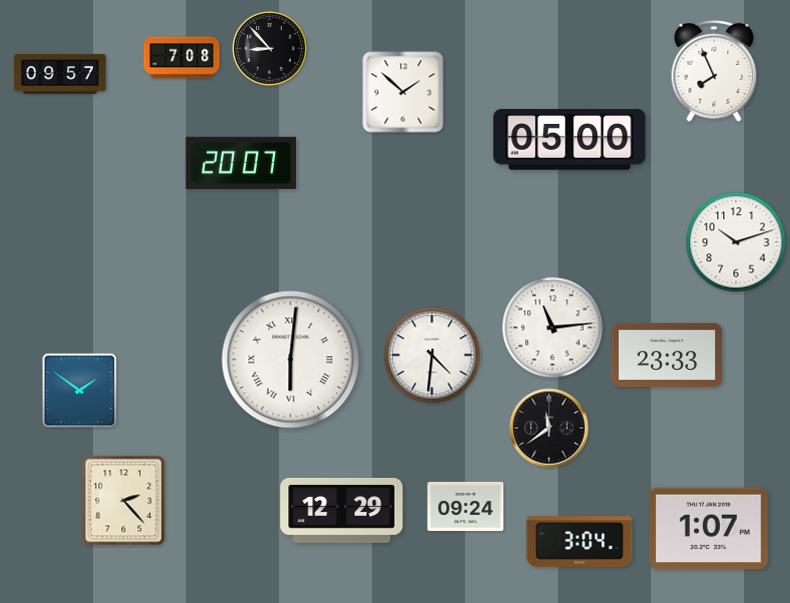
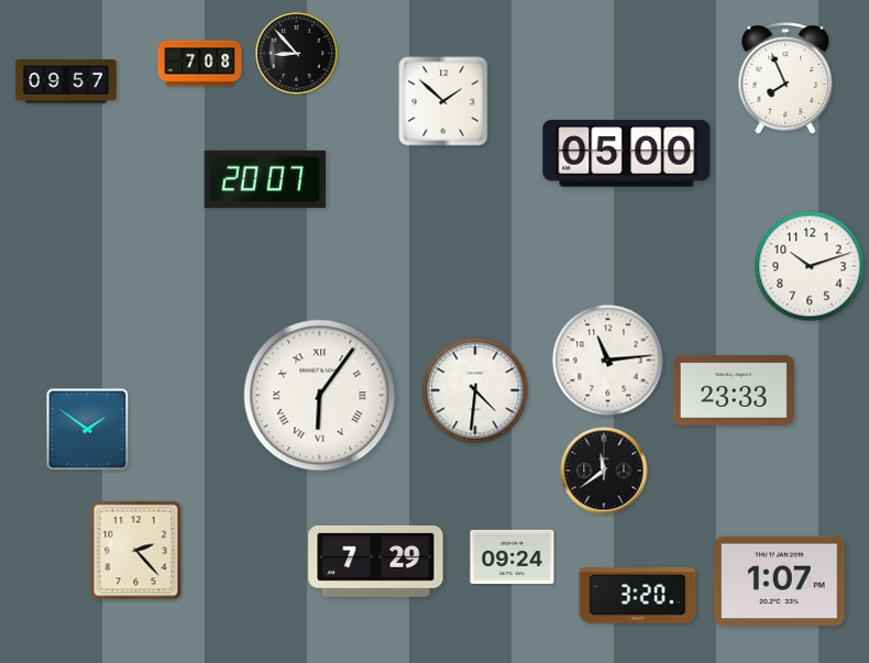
clock at (291, 360): 6:01 -> 6:06
clock at (342, 510): 12:29 -> 7:29
clock at (580, 542): 3:04 -> 3:20
